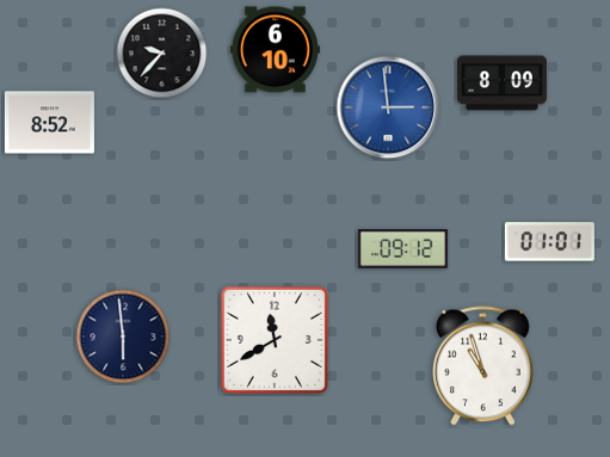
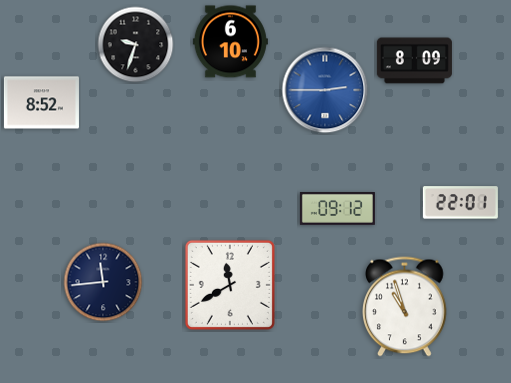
clock at (162, 54): 9:37 -> 9:33
clock at (501, 84) position: (501, 84) -> (414, 61)
clock at (388, 107): 2:59 -> 2:45
clock at (549, 242): 01:01 -> 22:01
clock at (123, 336): 5:59 -> 11:44
